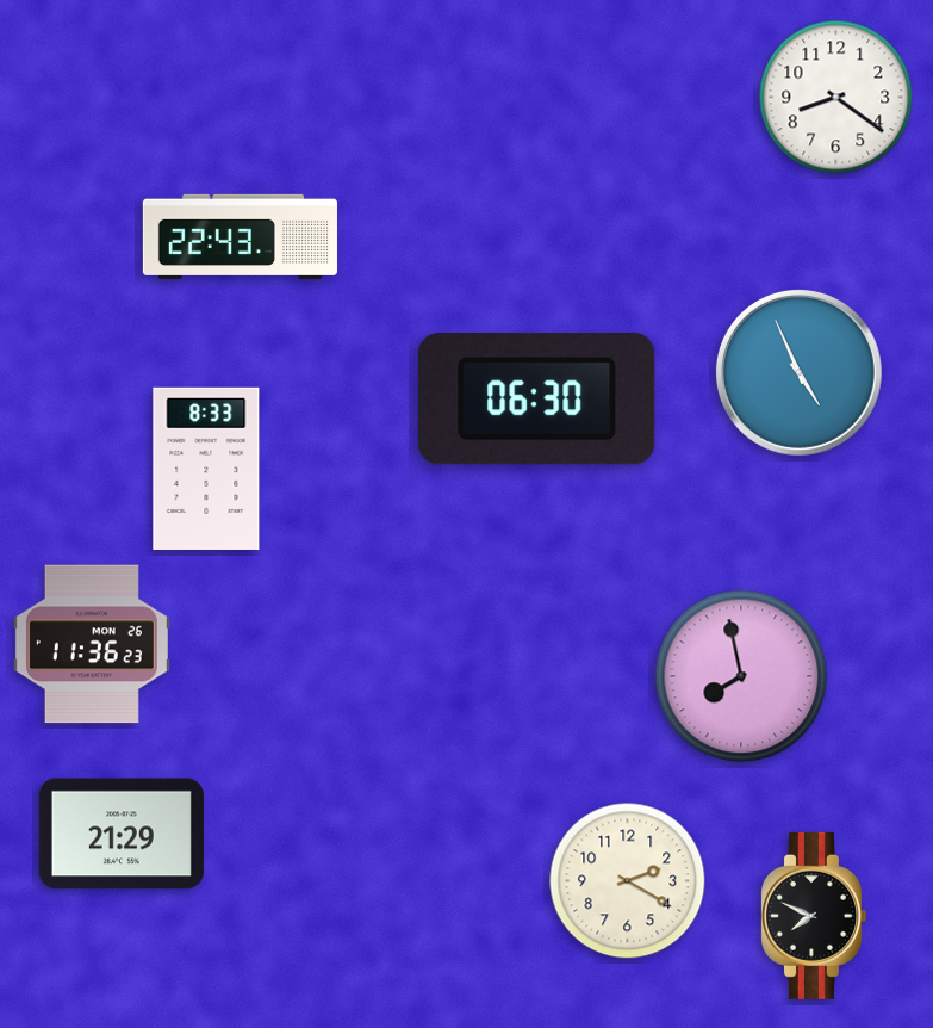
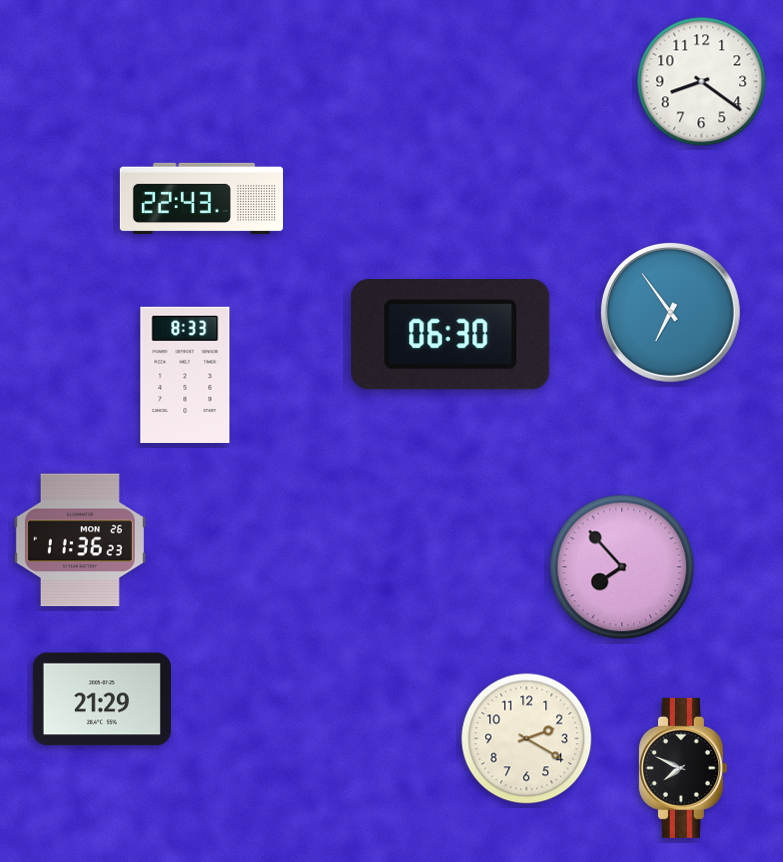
clock at (798, 372): 4:56 -> 6:54
clock at (206, 469) position: (206, 469) -> (185, 375)
clock at (92, 644) position: (92, 644) -> (80, 540)
clock at (741, 676): 7:58 -> 7:53
